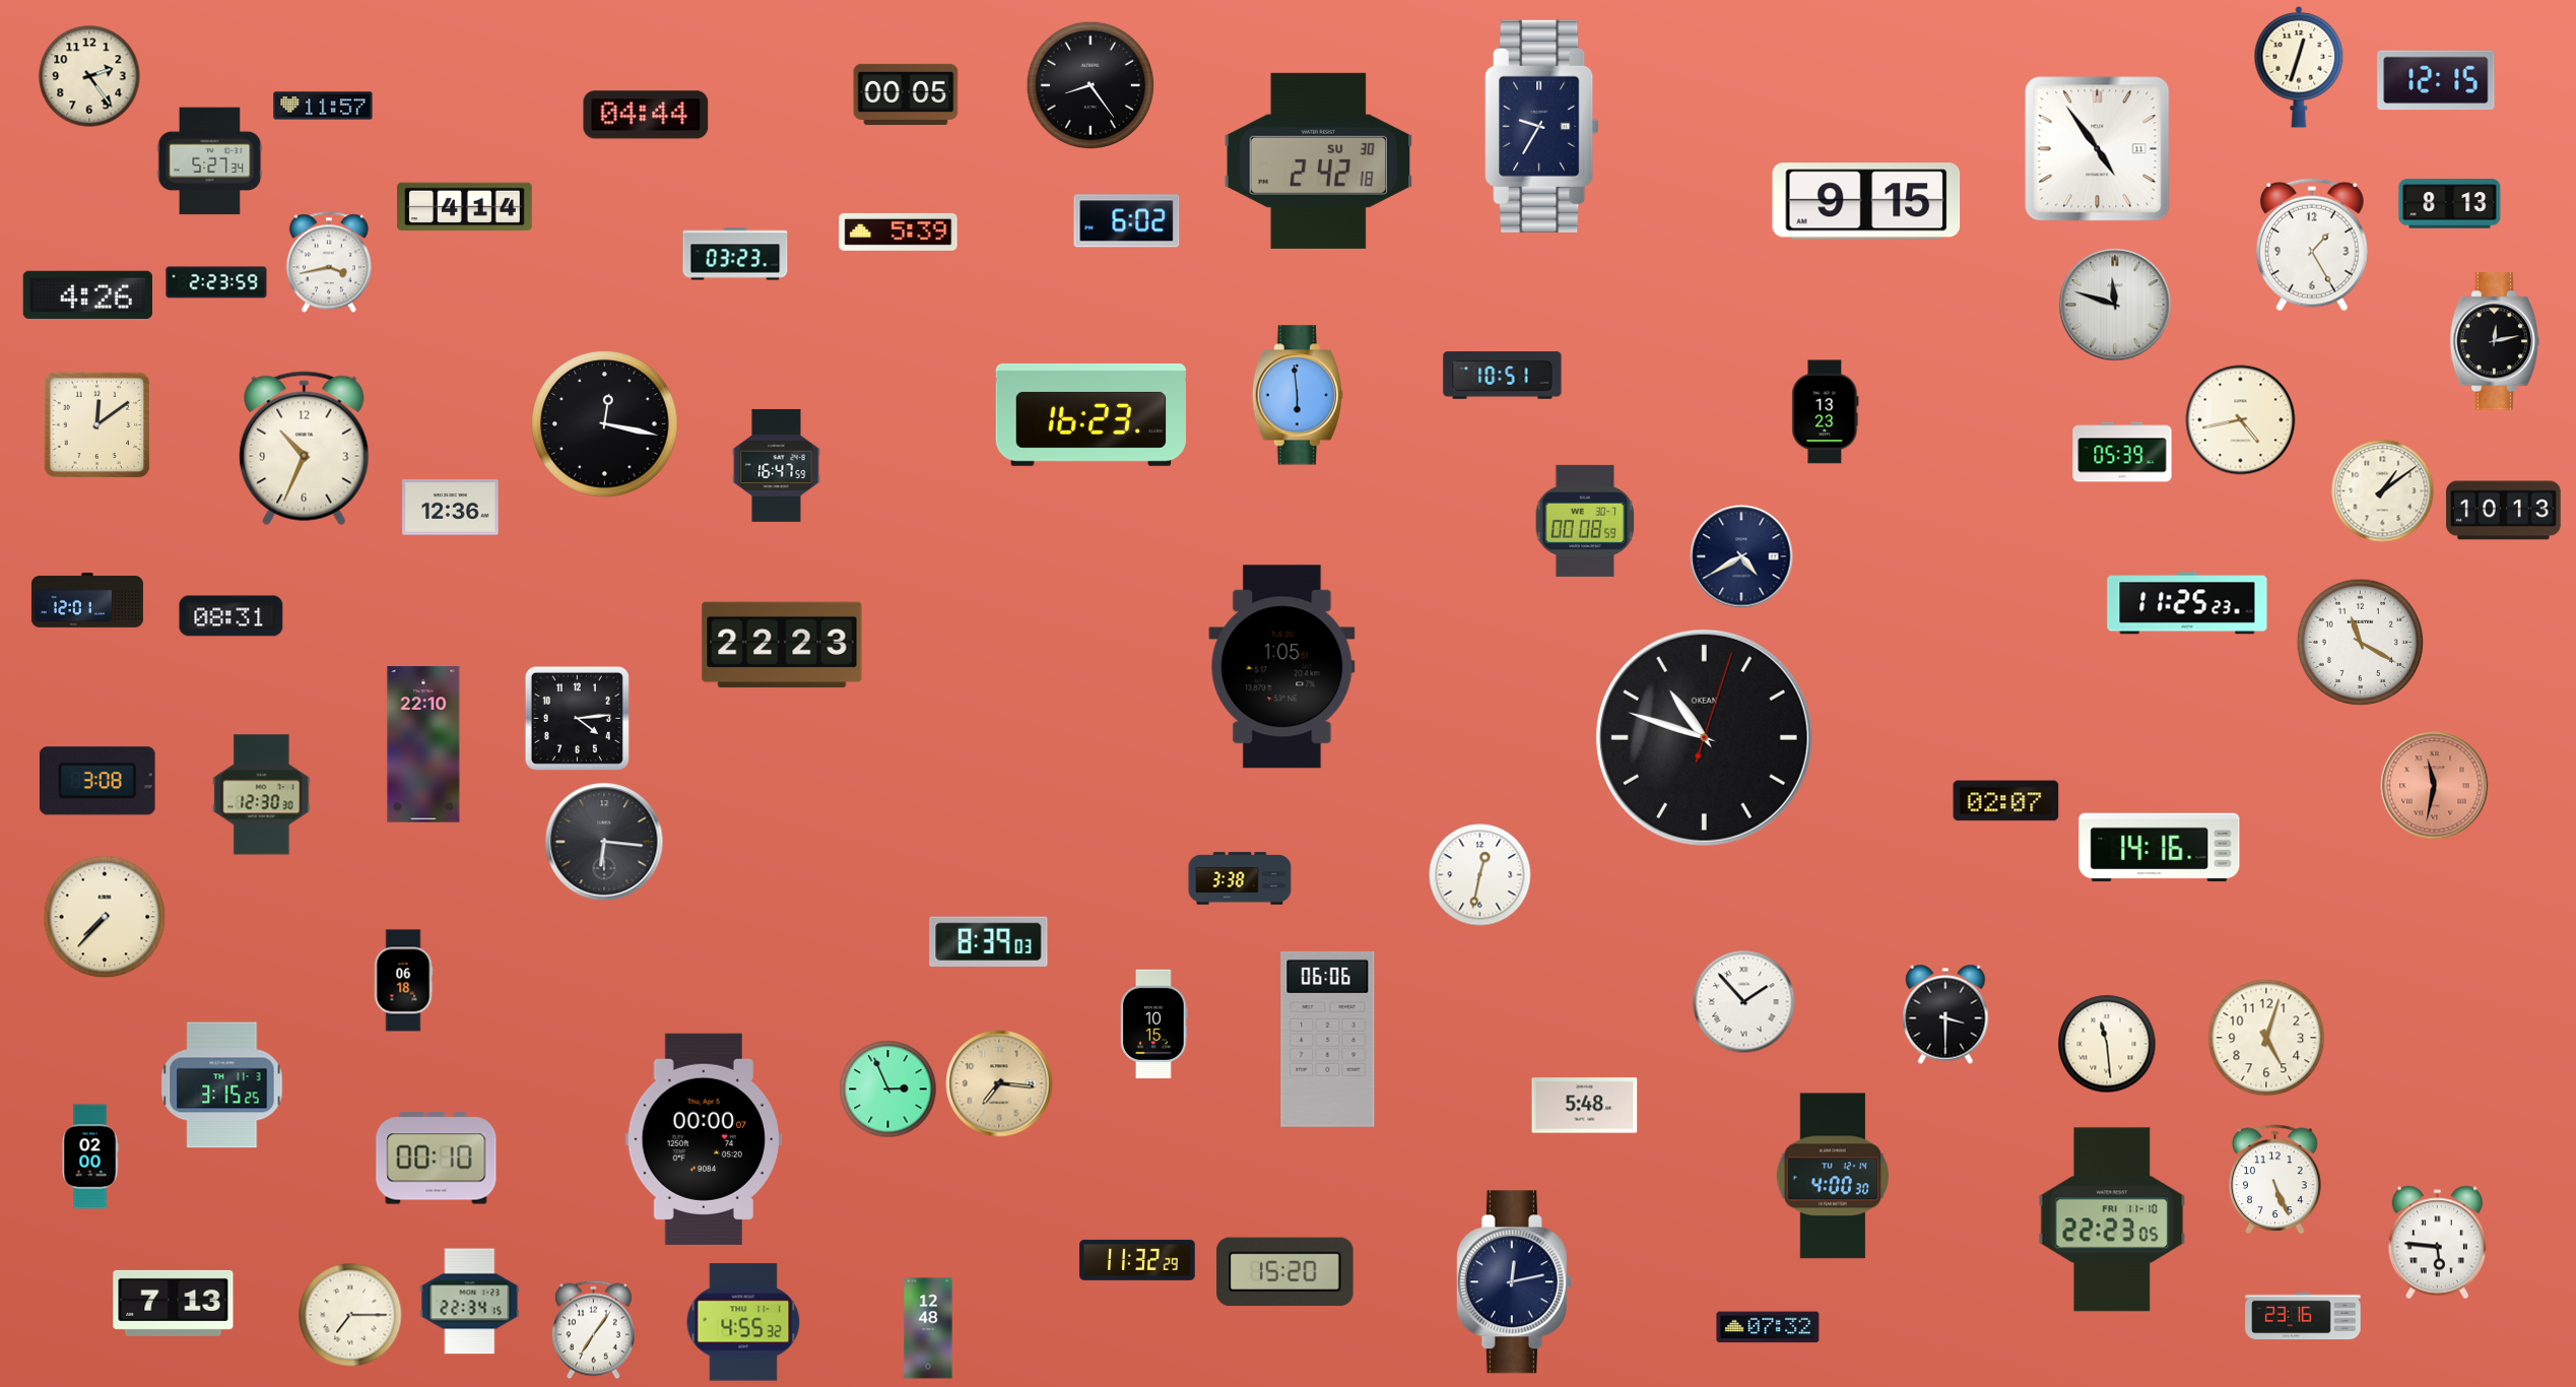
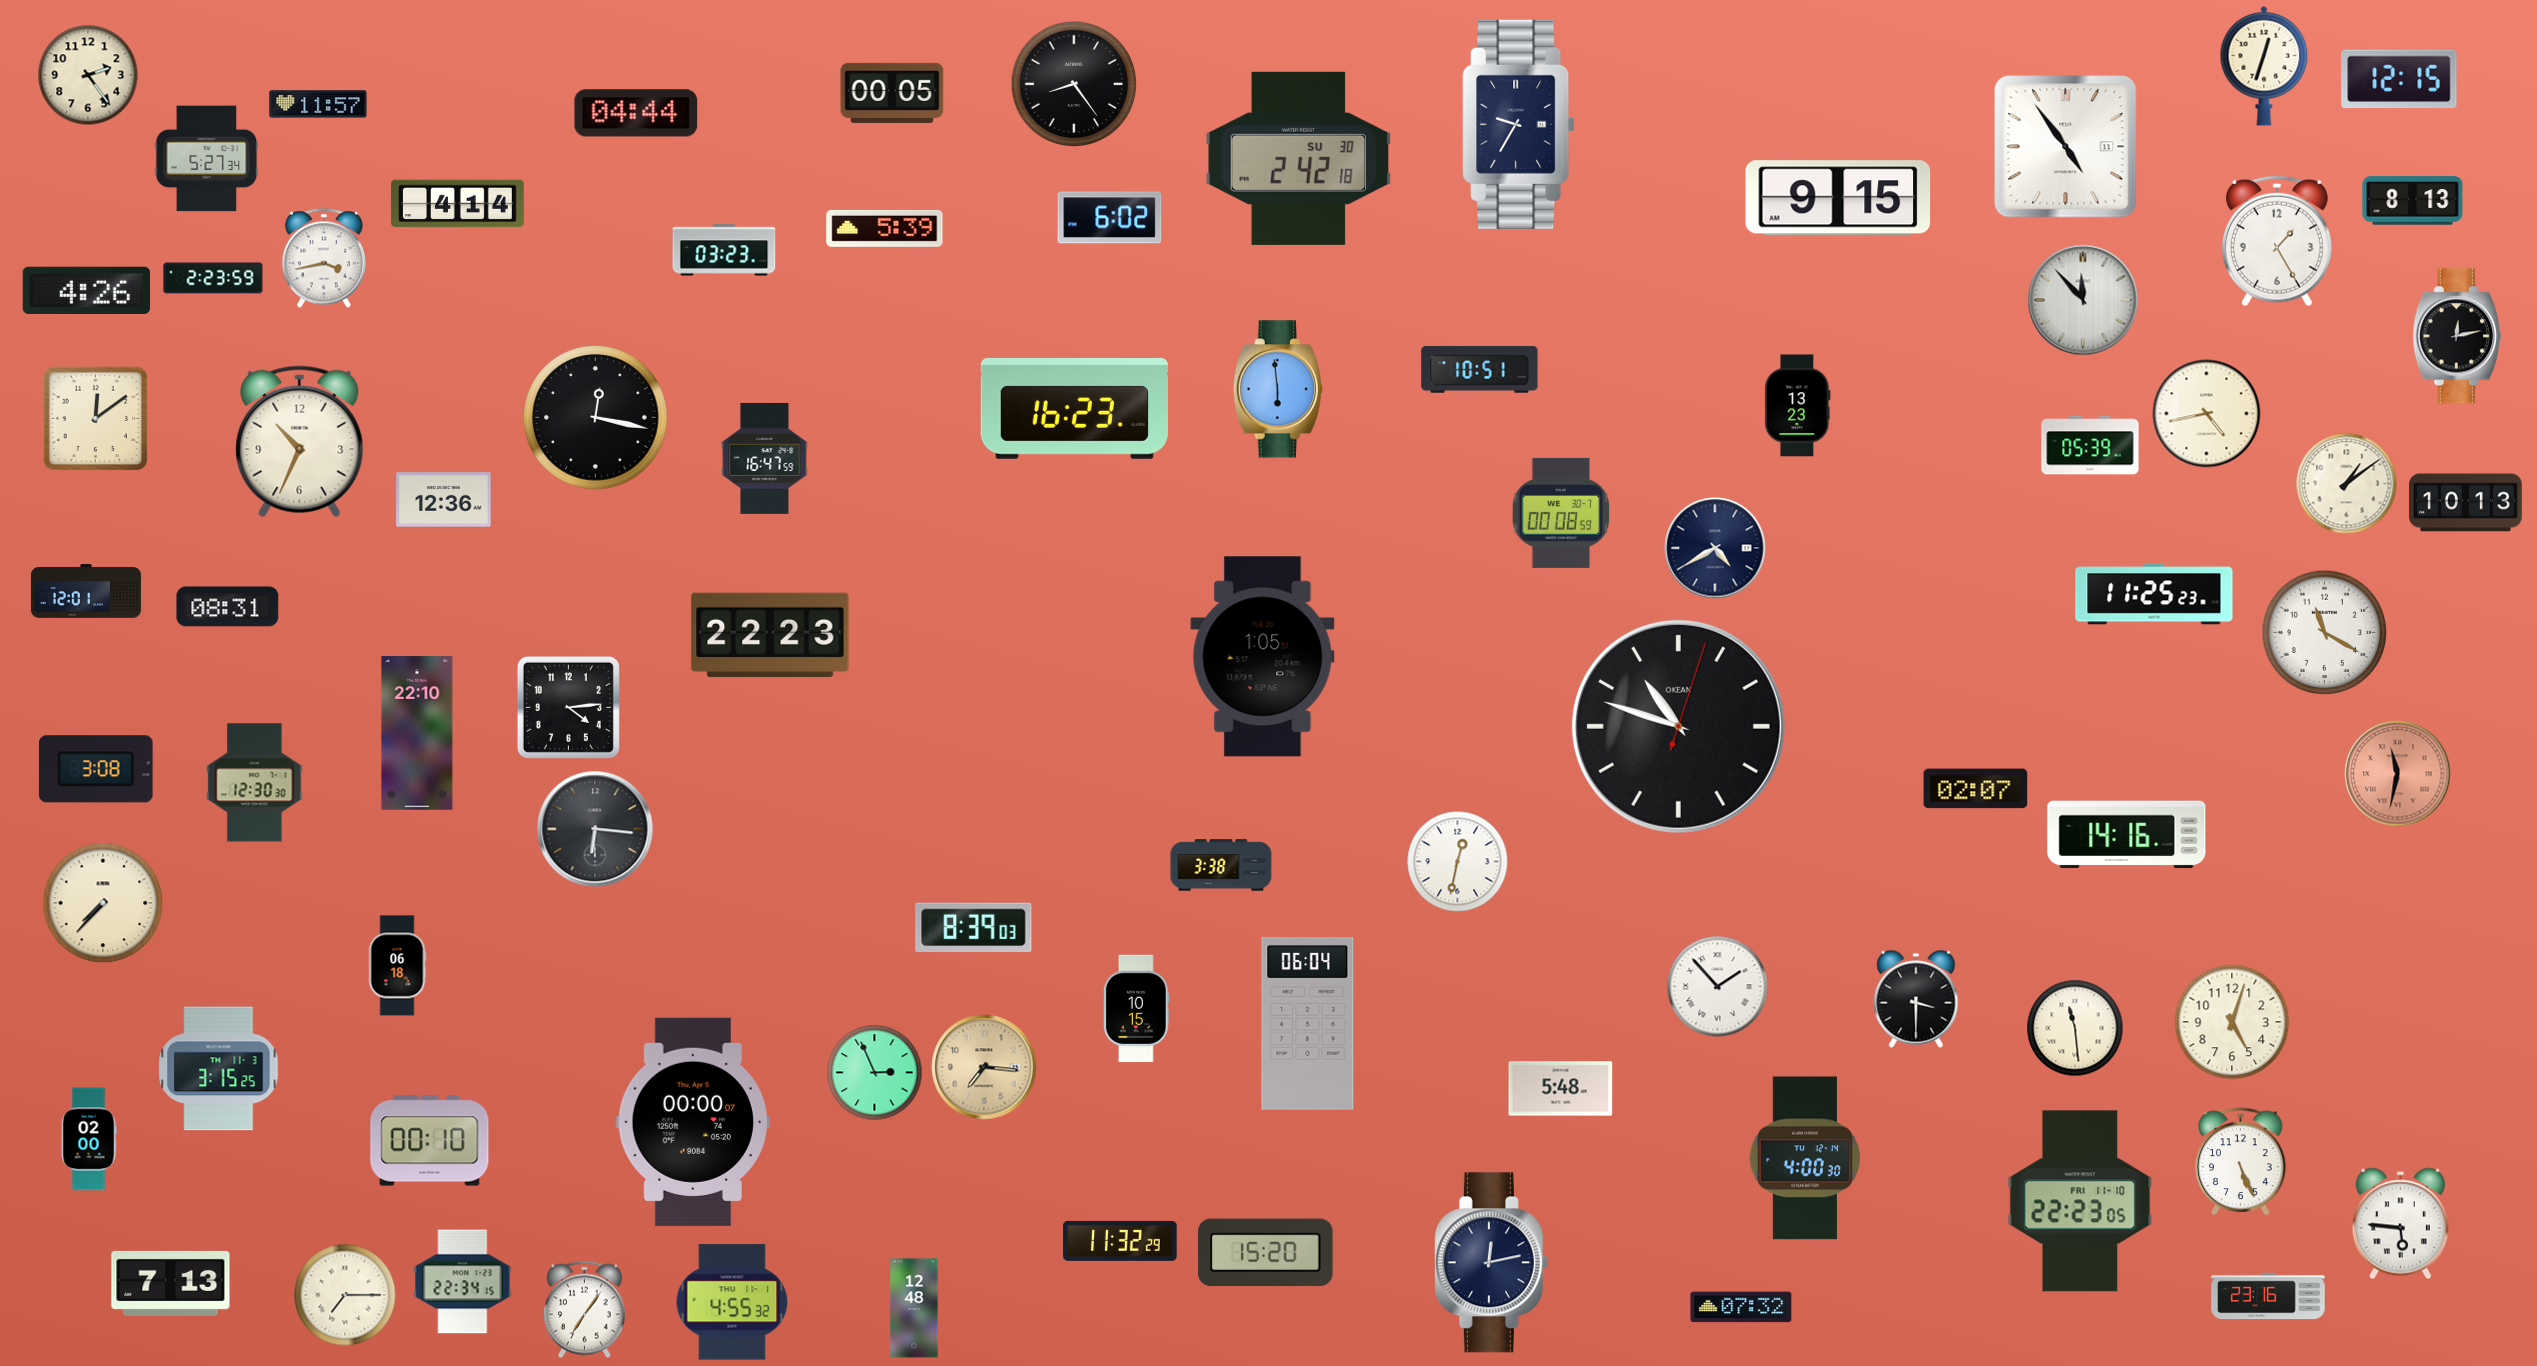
clock at (2115, 305): 11:48 -> 11:53
clock at (262, 795) position: (262, 795) -> (255, 783)
clock at (1328, 1039): 06:06 -> 06:04
